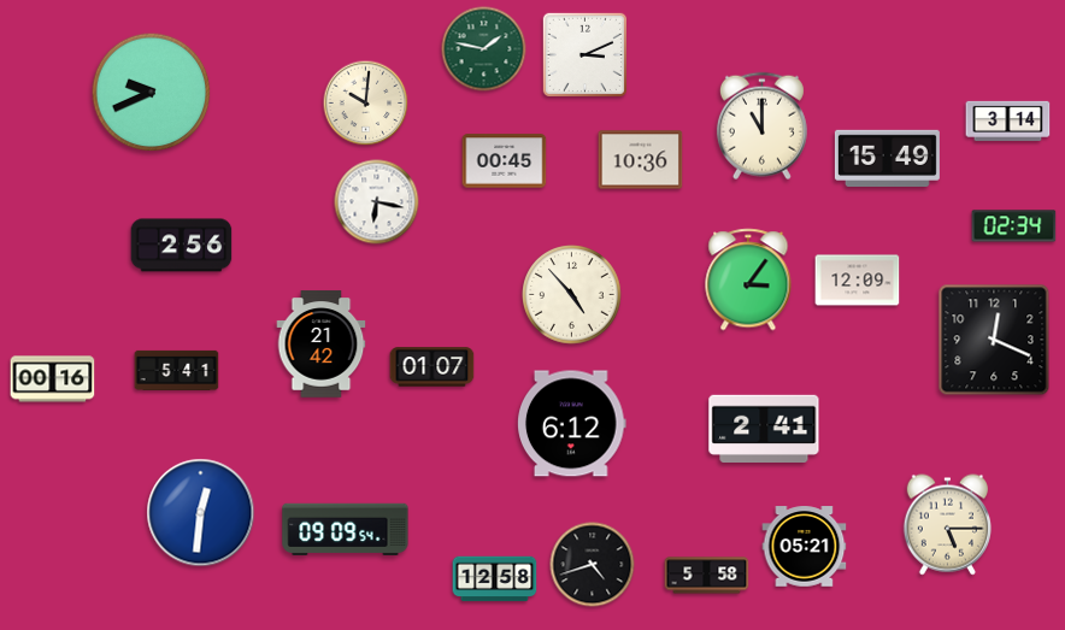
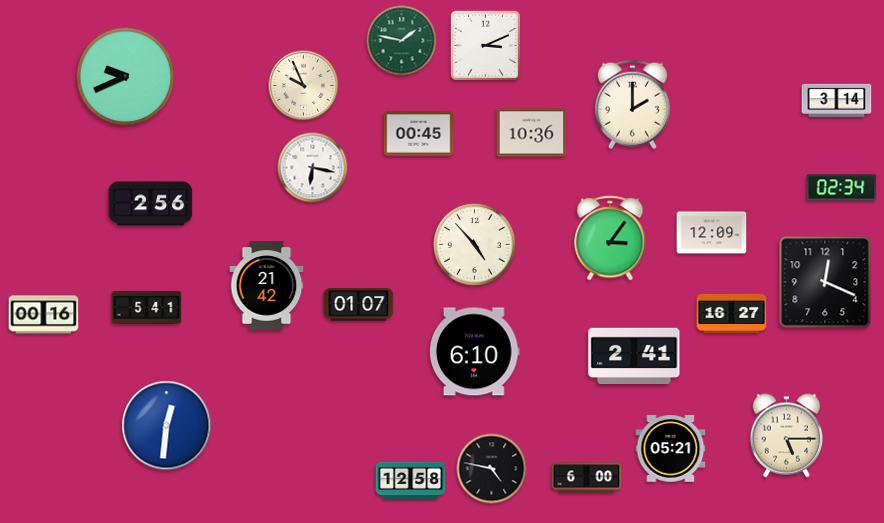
clock at (366, 104): 10:01 -> 9:56
clock at (761, 126): 11:00 -> 2:00
clock at (887, 158): 15:49 -> none
clock at (748, 279) position: (748, 279) -> (610, 238)
clock at (732, 313): none -> 16:27
clock at (572, 424): 6:12 -> 6:10
clock at (346, 529): 09:09 -> none
clock at (805, 547) position: (805, 547) -> (671, 449)
clock at (593, 565): 4:42 -> 4:47
clock at (707, 576): 5:58 -> 6:00
